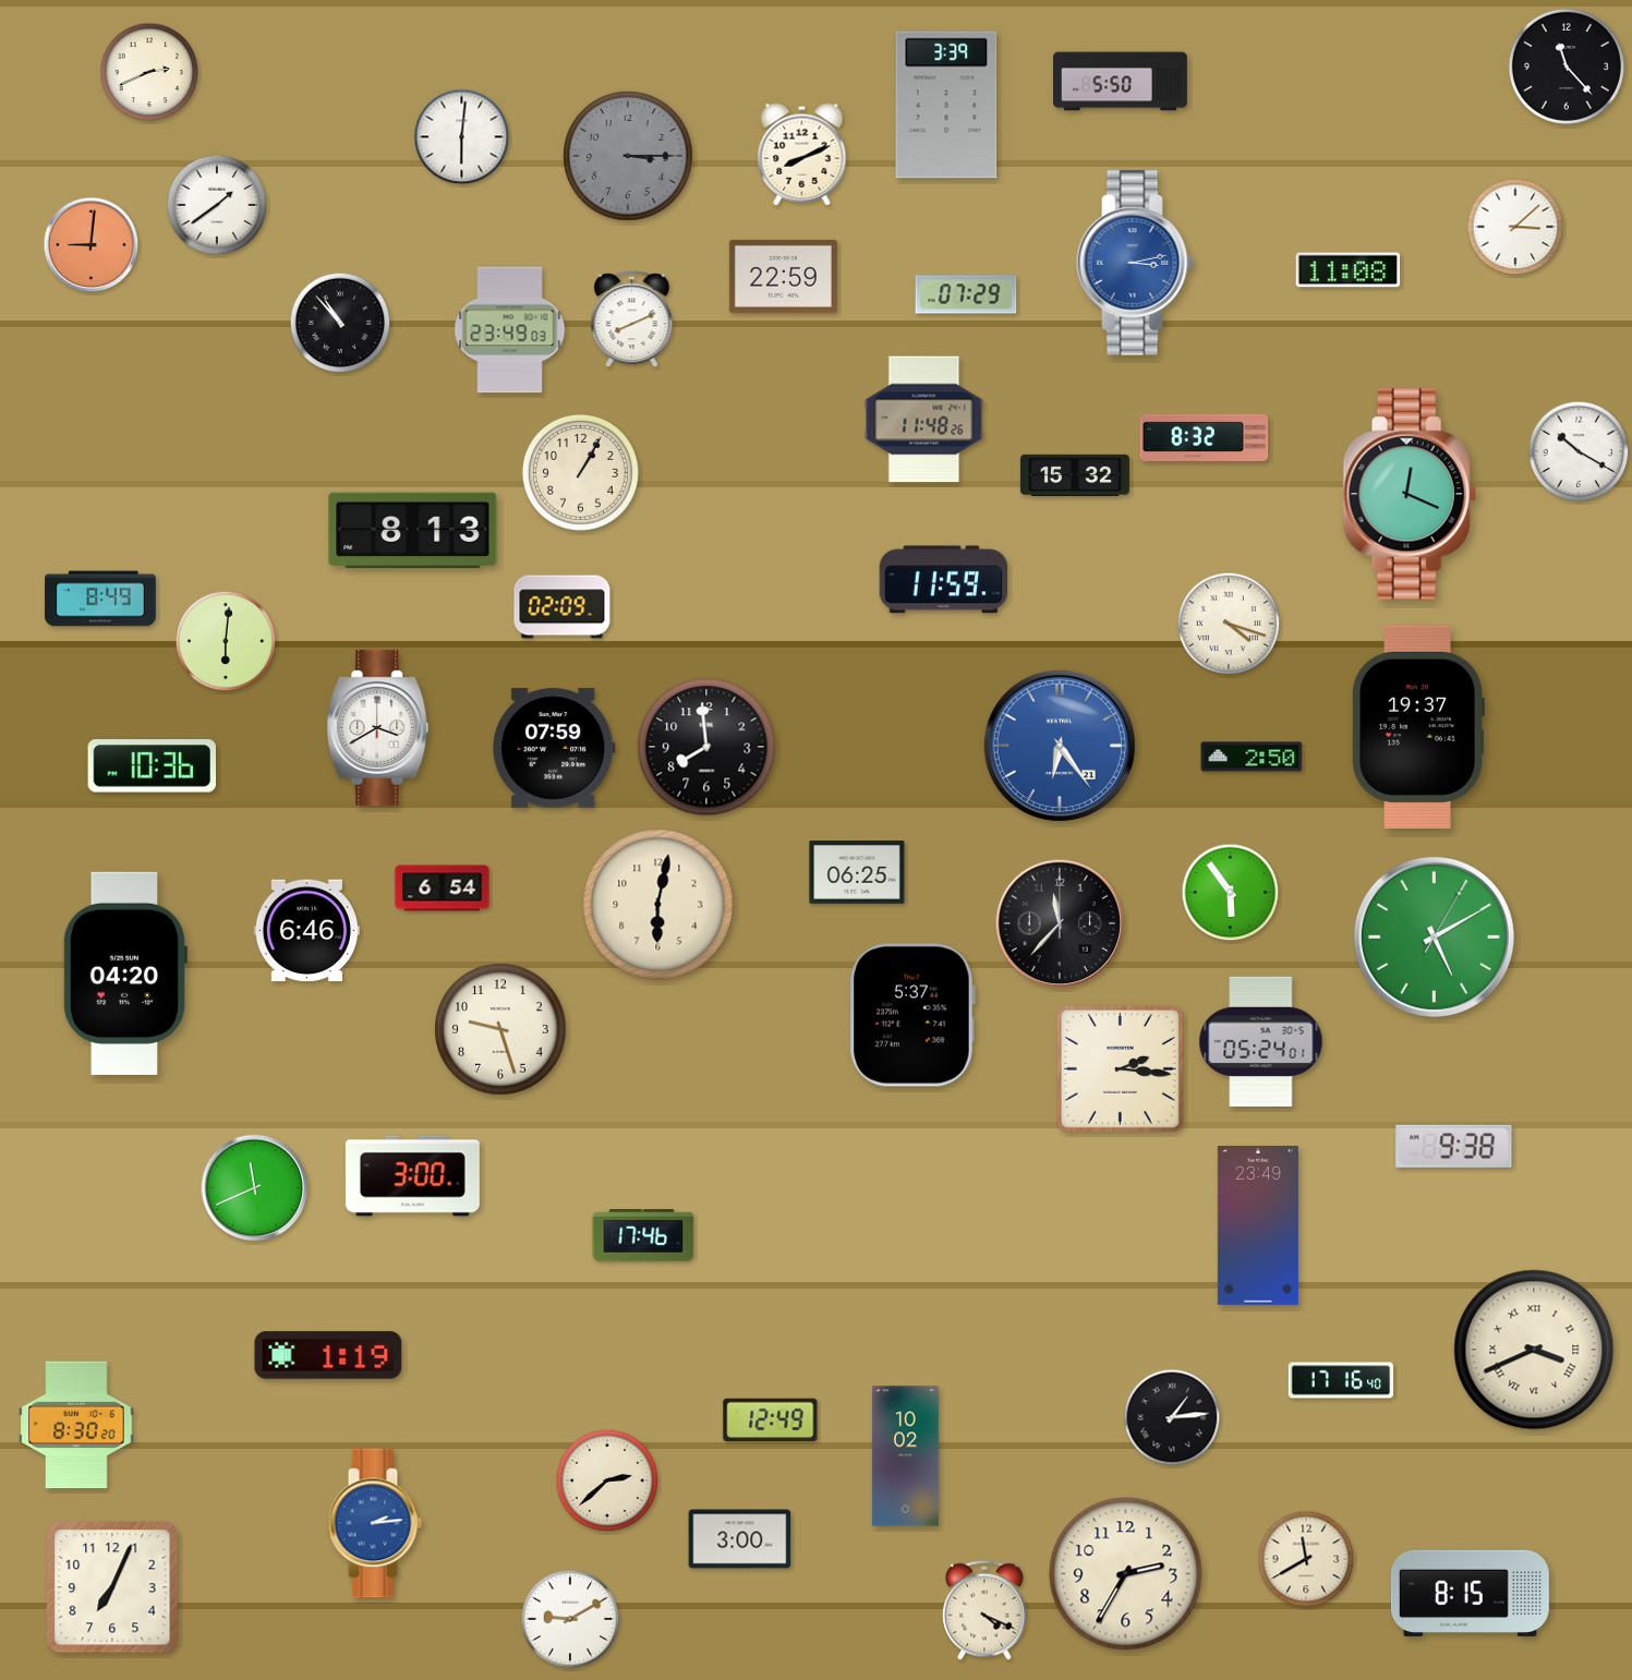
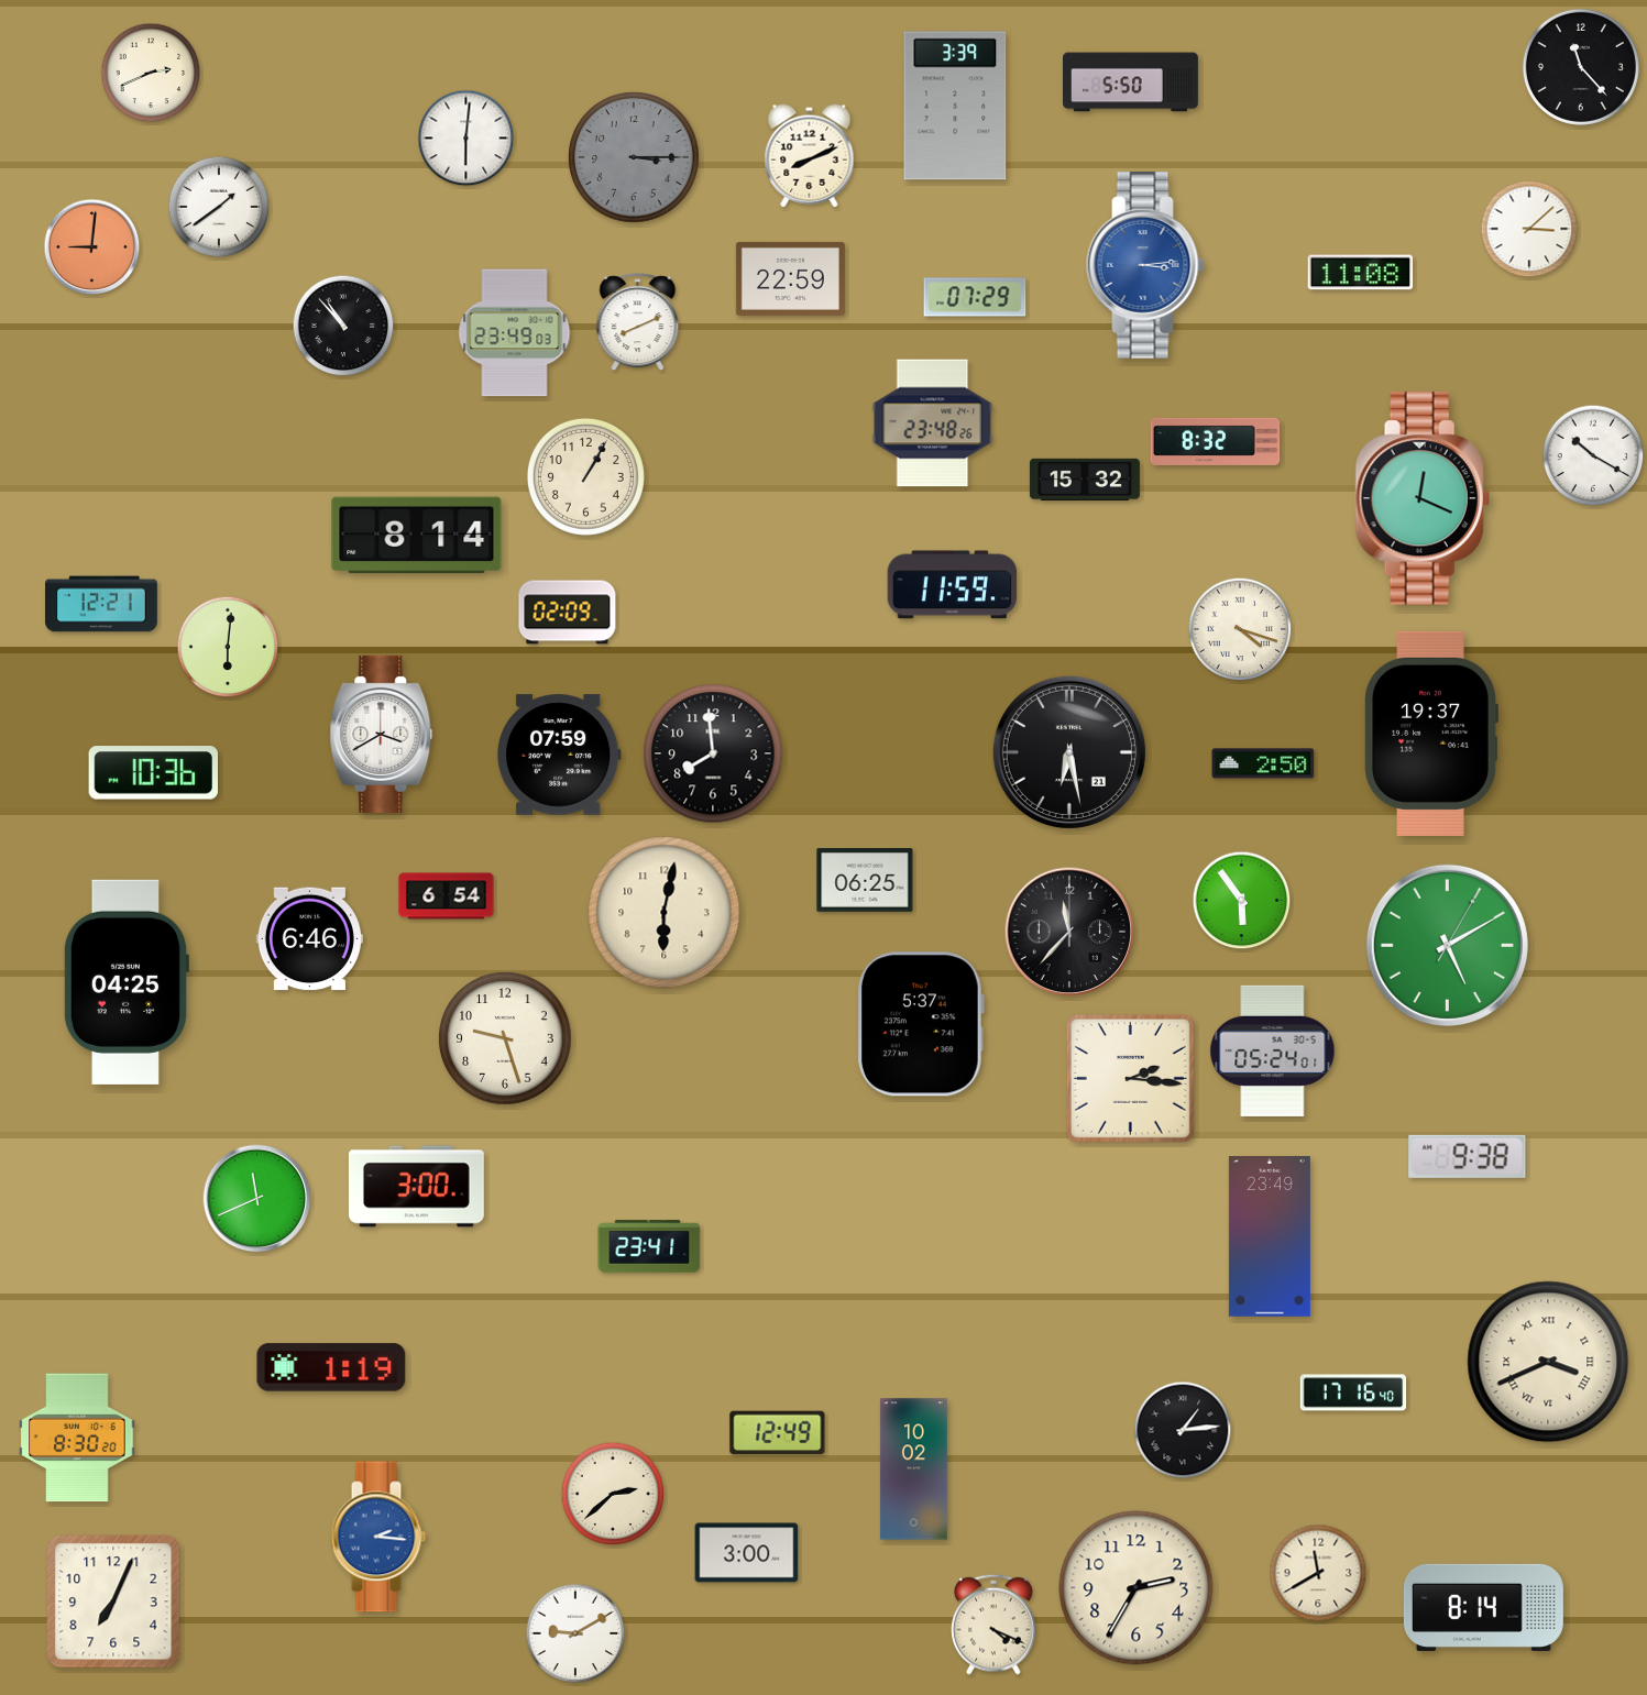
clock at (1135, 263): 3:13 -> 3:14
clock at (924, 420): 11:48 -> 23:48
clock at (413, 531): 8:13 -> 8:14
clock at (100, 599): 8:49 -> 12:21
clock at (1060, 746): 6:24 -> 6:28
clock at (1060, 746) dial: blue -> black
clock at (124, 974): 04:20 -> 04:25
clock at (643, 1235): 17:46 -> 23:41
clock at (375, 1523): 2:14 -> 2:16
clock at (1470, 1593): 8:15 -> 8:14
